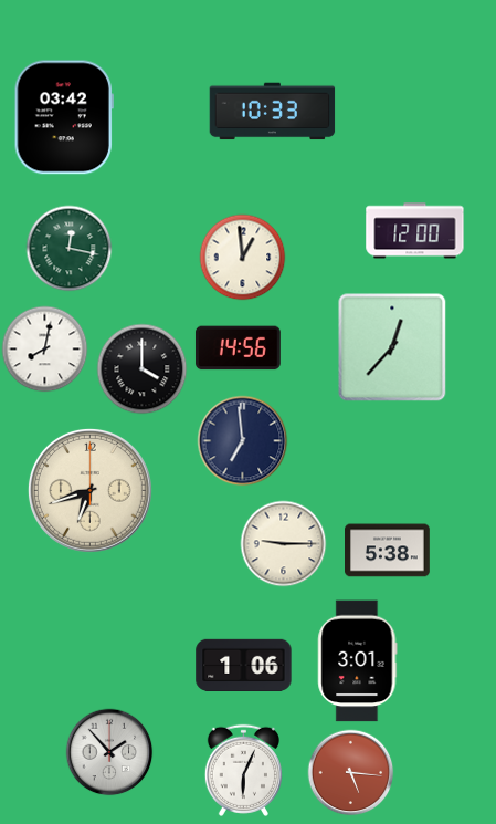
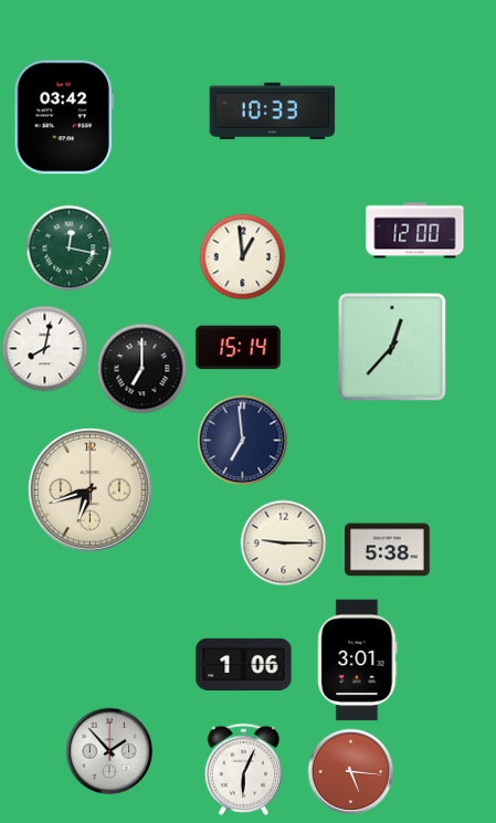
clock at (238, 348): 14:56 -> 15:14
clock at (141, 368): 4:00 -> 7:00
